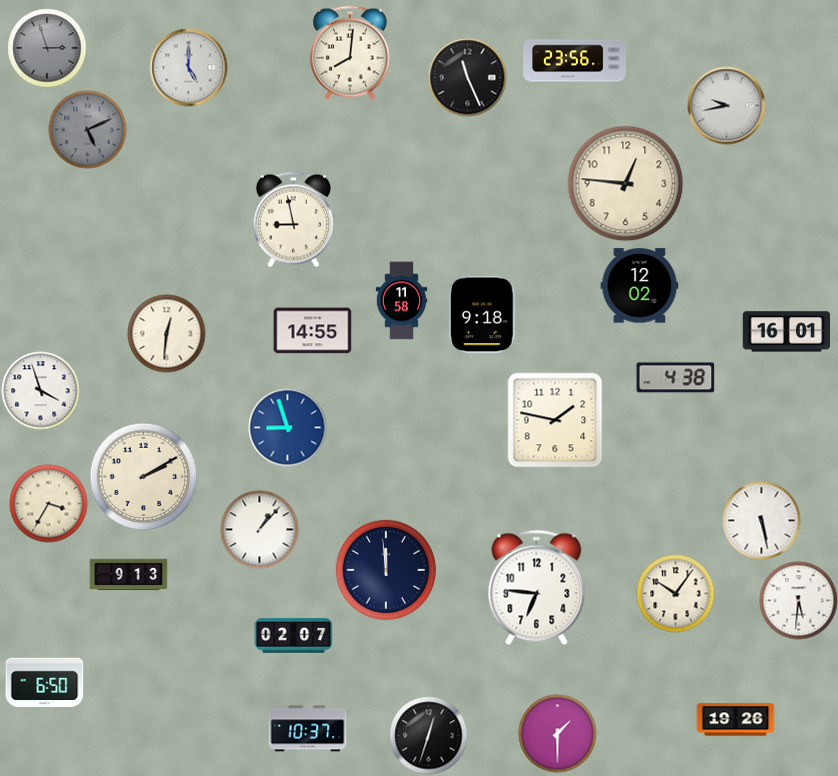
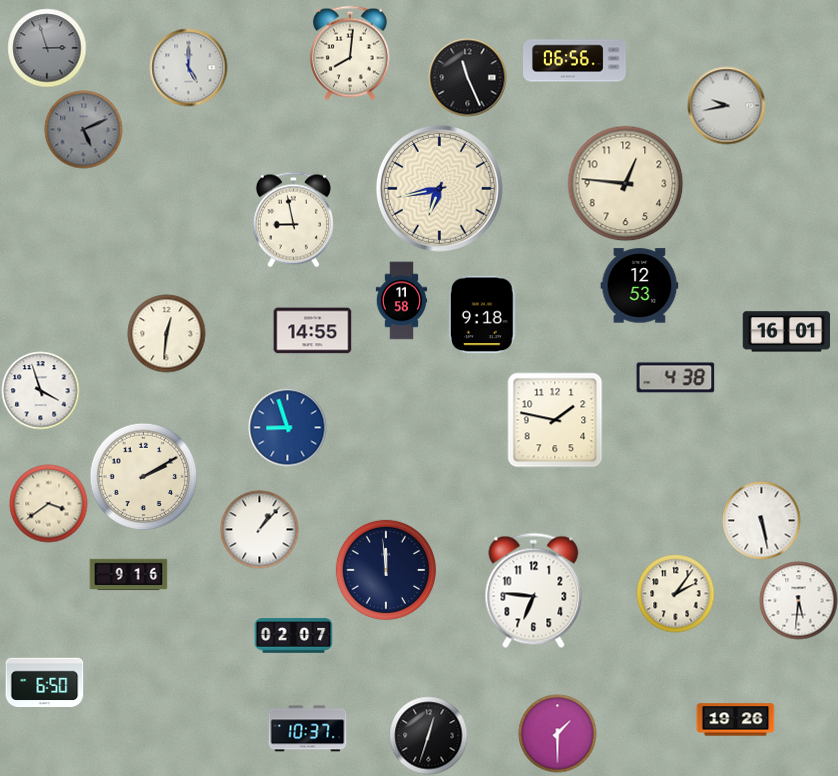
clock at (575, 61): 23:56 -> 06:56
clock at (87, 129) position: (87, 129) -> (83, 129)
clock at (439, 188): none -> 6:43
clock at (639, 286): 12:02 -> 12:53
clock at (48, 503): 3:35 -> 3:39
clock at (128, 575): 9:13 -> 9:16
clock at (537, 587) position: (537, 587) -> (534, 590)
clock at (675, 593): 10:06 -> 2:06
